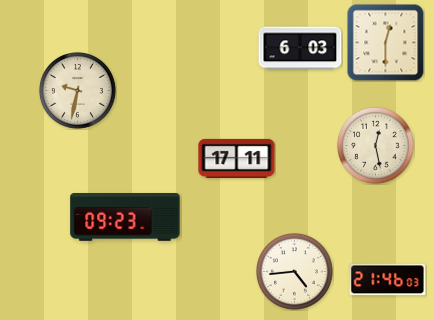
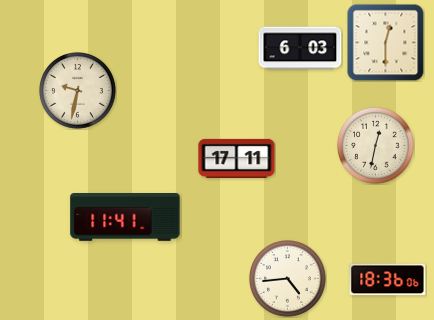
clock at (376, 146): 12:28 -> 12:32
clock at (125, 218): 09:23 -> 11:41
clock at (295, 272) position: (295, 272) -> (288, 279)
clock at (388, 280): 21:46 -> 18:36
